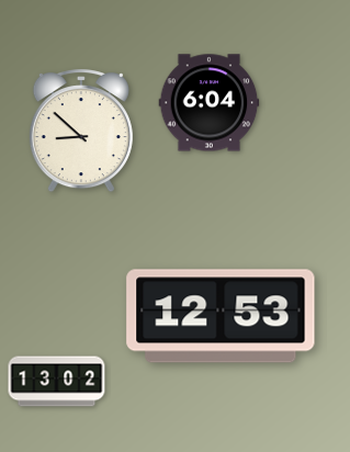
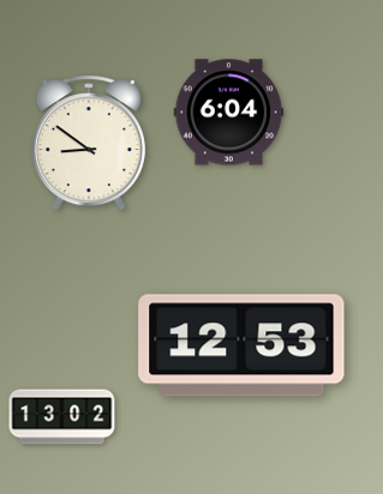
clock at (81, 132): 8:52 -> 8:51
